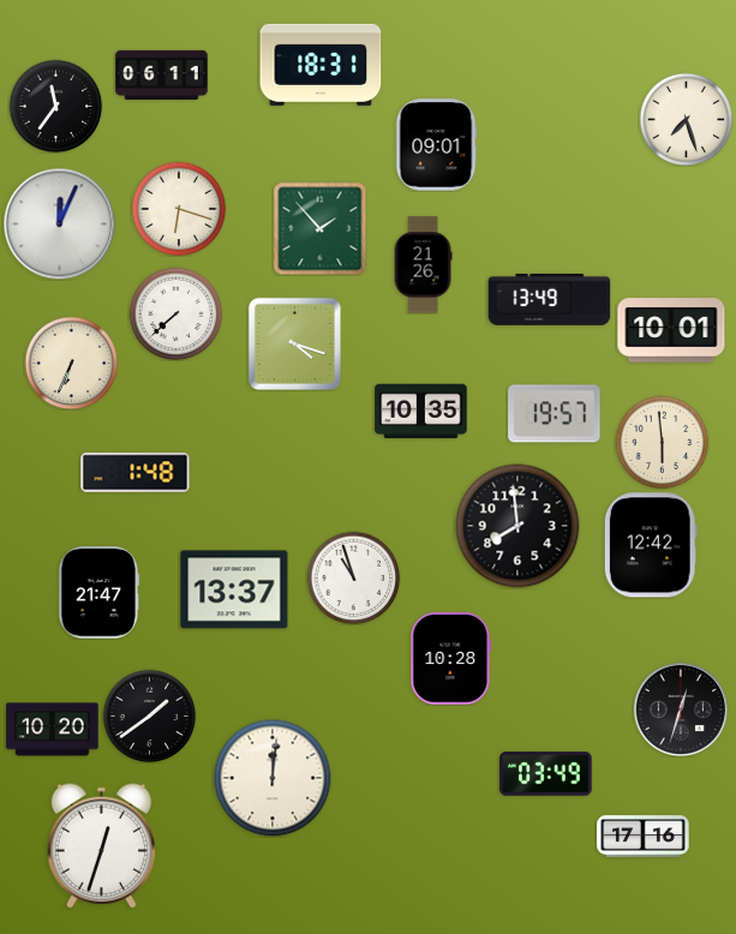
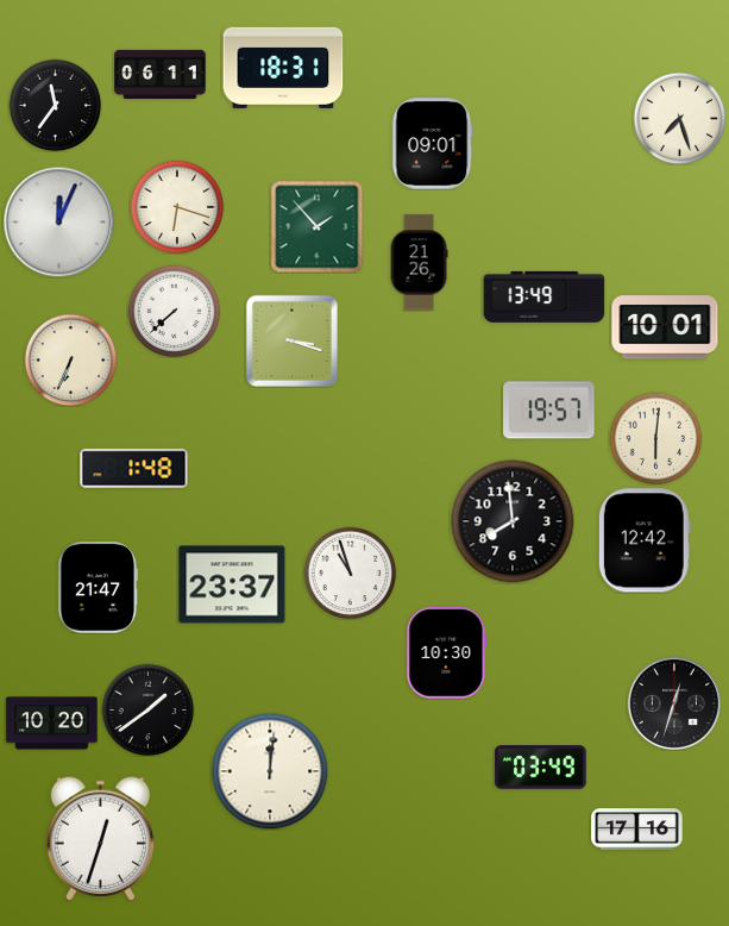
clock at (321, 65) position: (321, 65) -> (283, 68)
clock at (294, 343): 4:18 -> 3:18
clock at (421, 412): 10:35 -> none
clock at (662, 442): 5:59 -> 6:01
clock at (234, 589): 13:37 -> 23:37
clock at (451, 659): 10:28 -> 10:30
